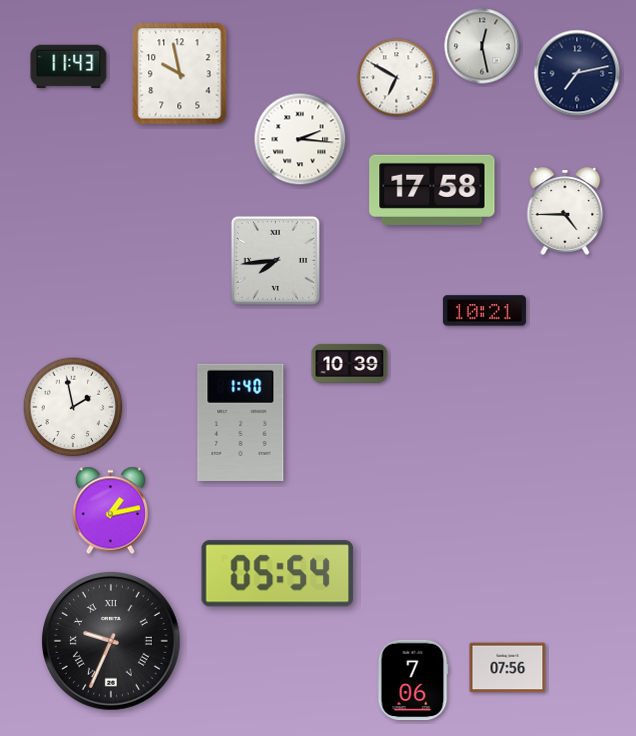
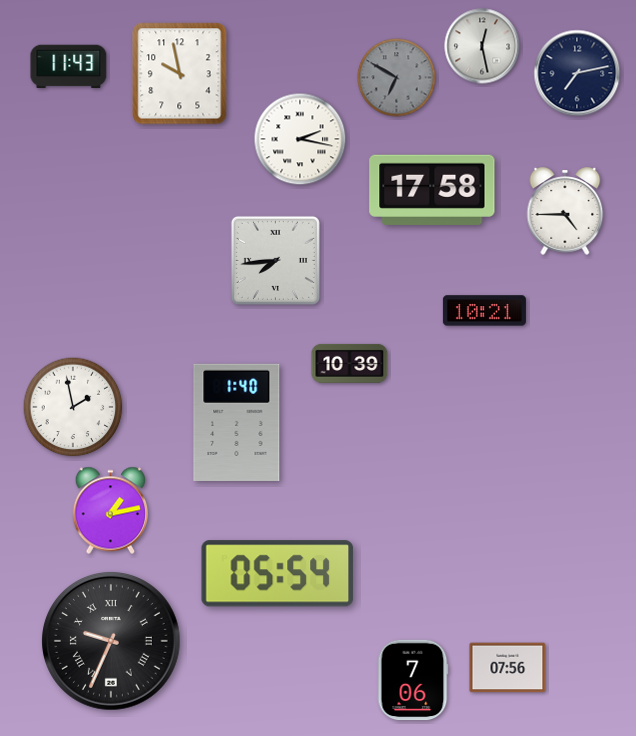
clock at (397, 78) dial: white -> grey
clock at (300, 139): 2:16 -> 2:17
clock at (241, 422) position: (241, 422) -> (237, 422)
